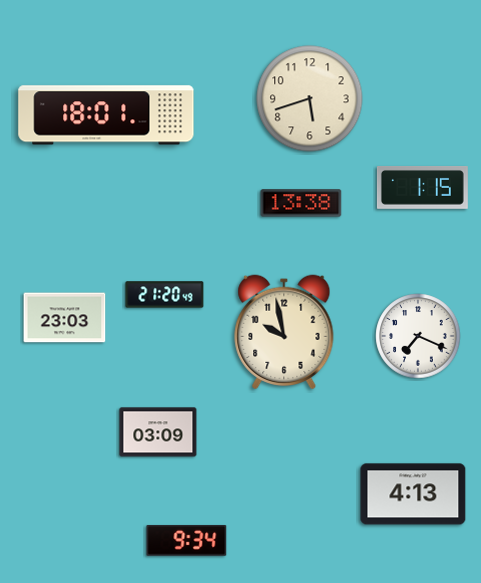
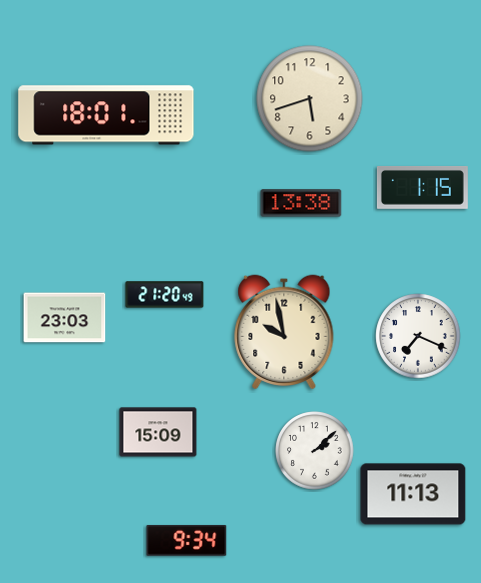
clock at (158, 432): 03:09 -> 15:09
clock at (315, 451): none -> 2:08
clock at (413, 494): 4:13 -> 11:13
